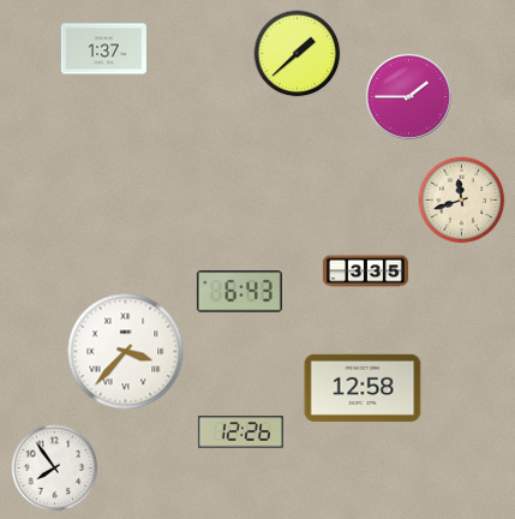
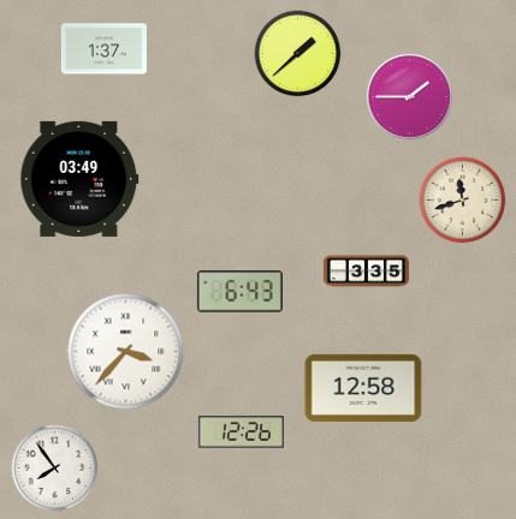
clock at (79, 179): none -> 03:49
